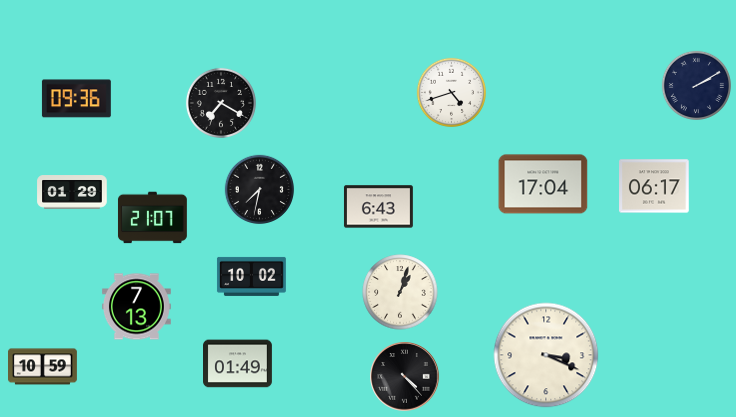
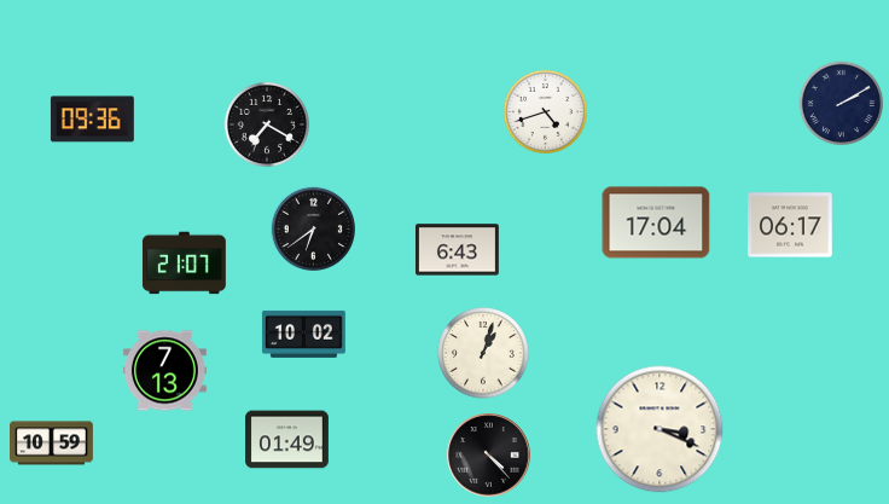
clock at (259, 189): 7:32 -> 6:39
clock at (72, 192): 01:29 -> none
